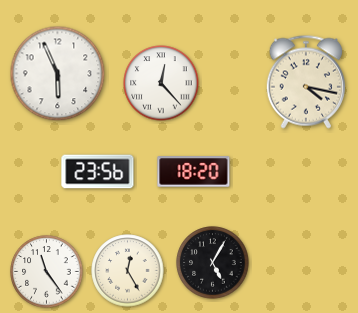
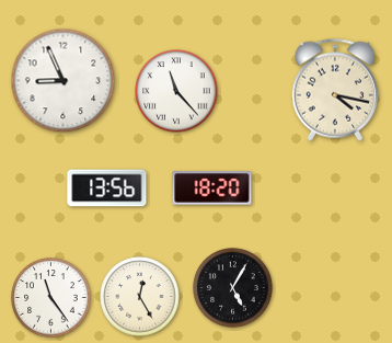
clock at (58, 74): 5:56 -> 8:56
clock at (161, 83): 12:23 -> 11:23
clock at (98, 172): 23:56 -> 13:56
